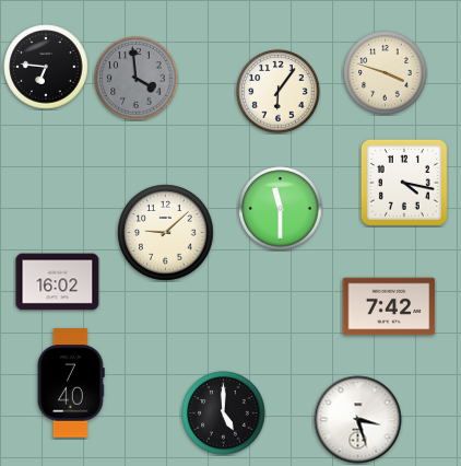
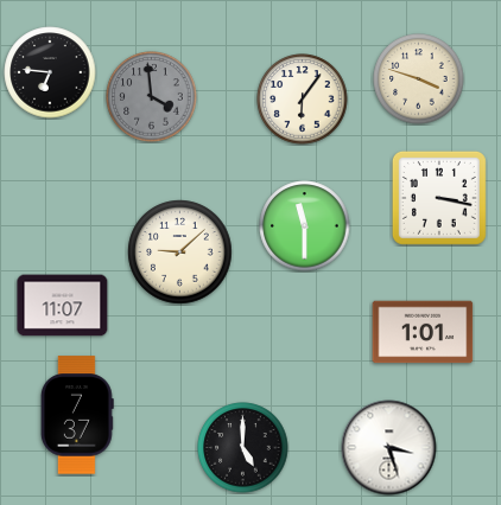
clock at (137, 79) position: (137, 79) -> (152, 97)
clock at (404, 183): 4:17 -> 3:17
clock at (58, 282): 16:02 -> 11:07
clock at (389, 306): 7:42 -> 1:01
clock at (71, 383): 7:40 -> 7:37
clock at (358, 420) position: (358, 420) -> (389, 448)
